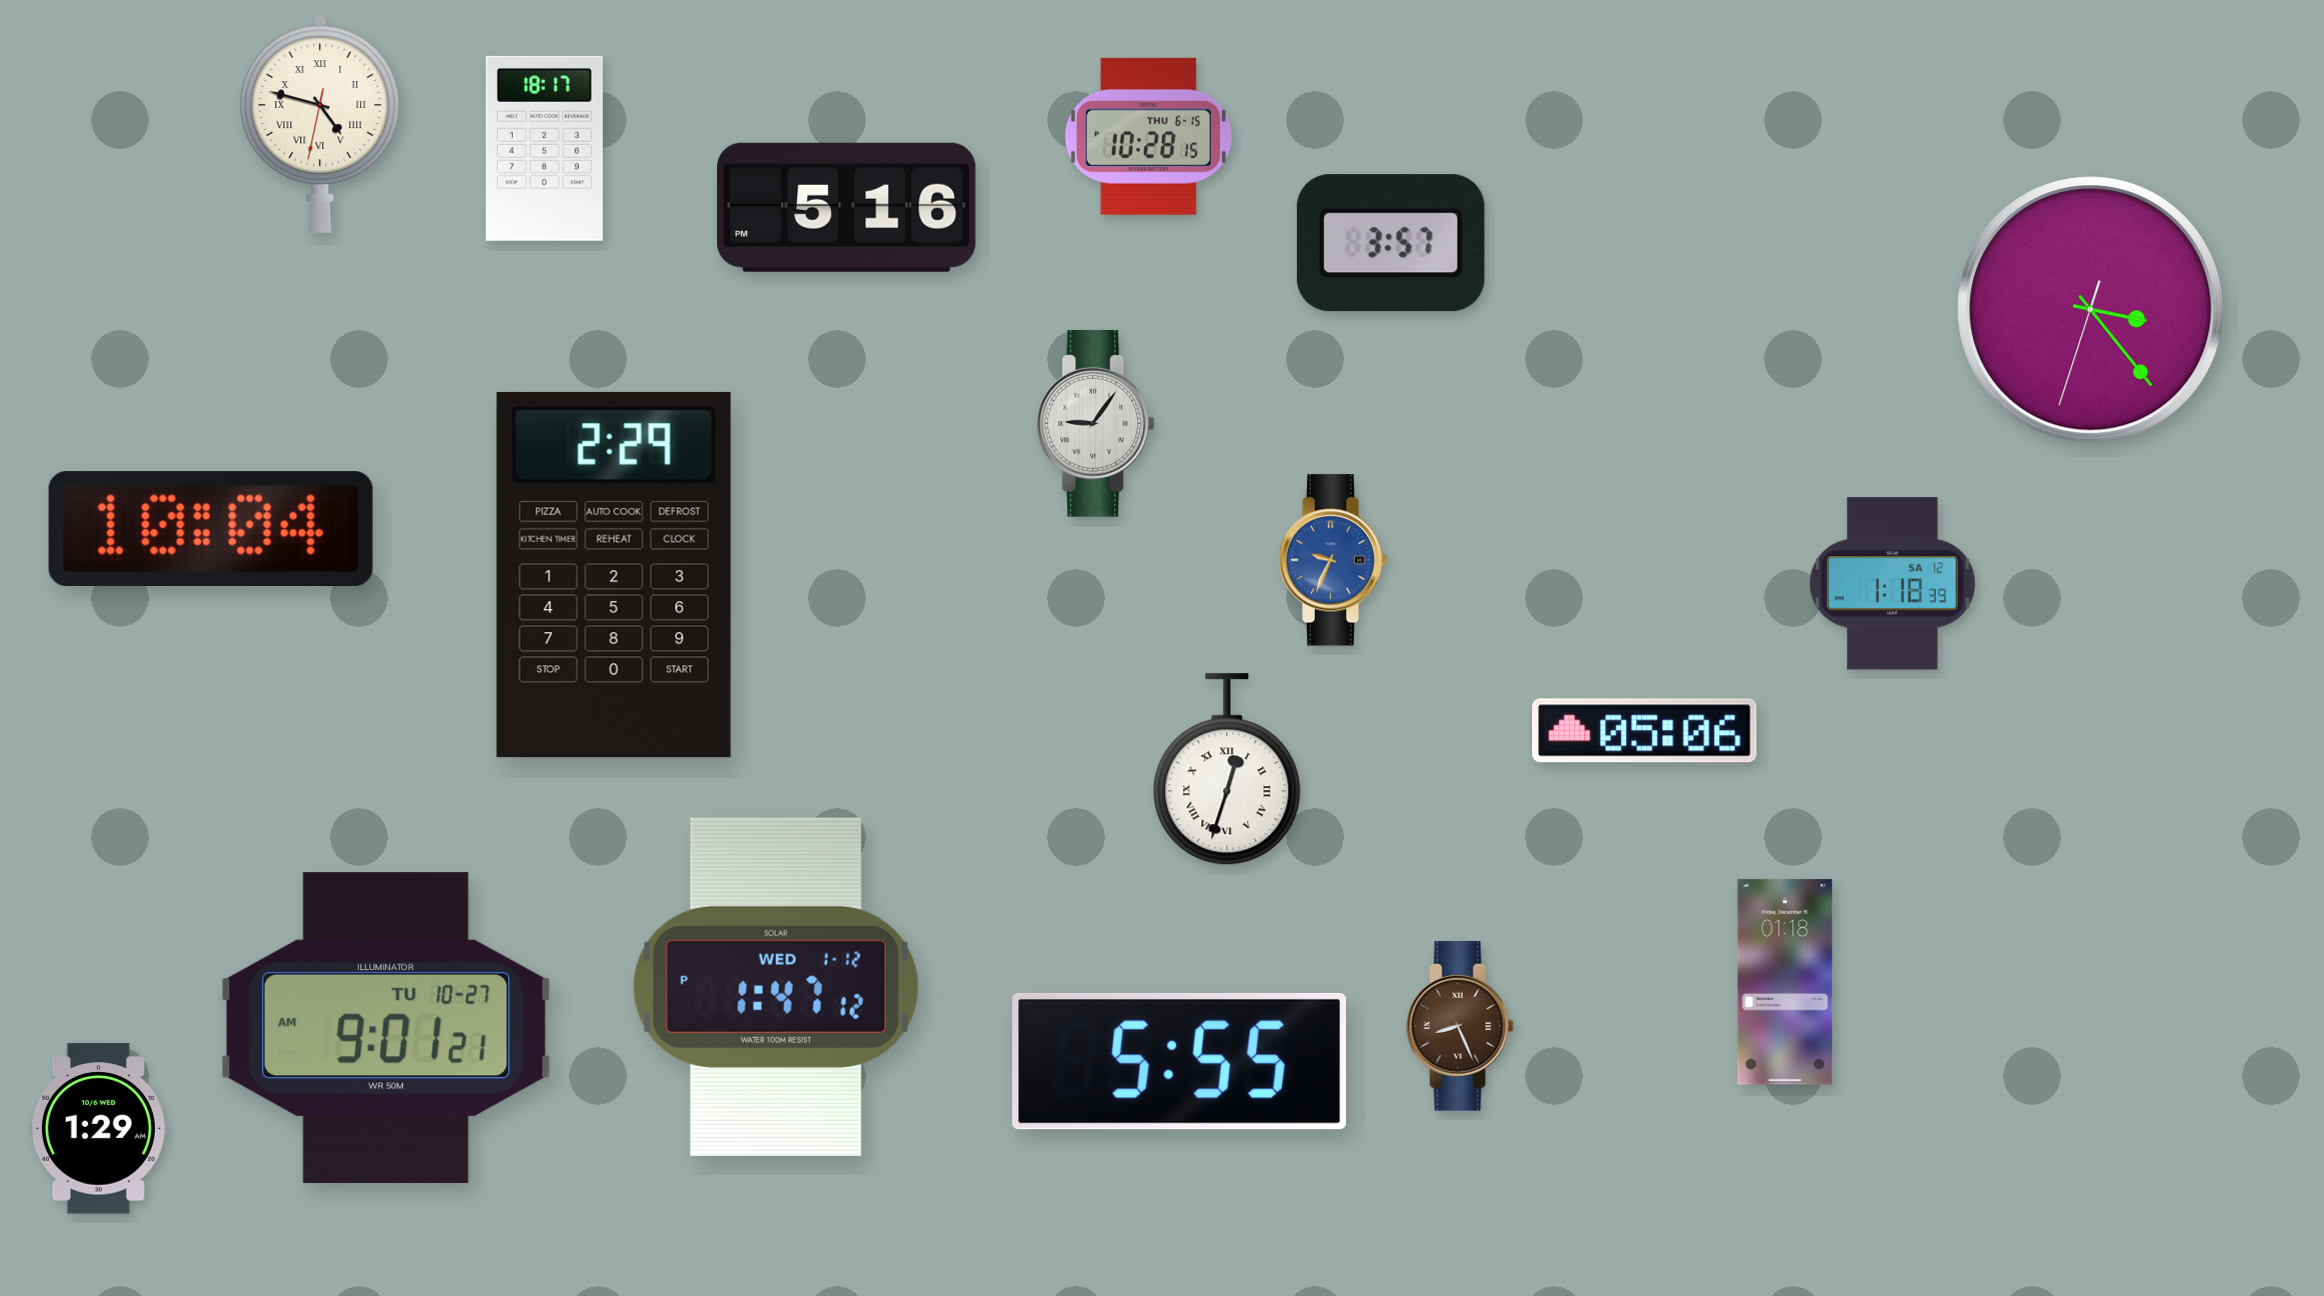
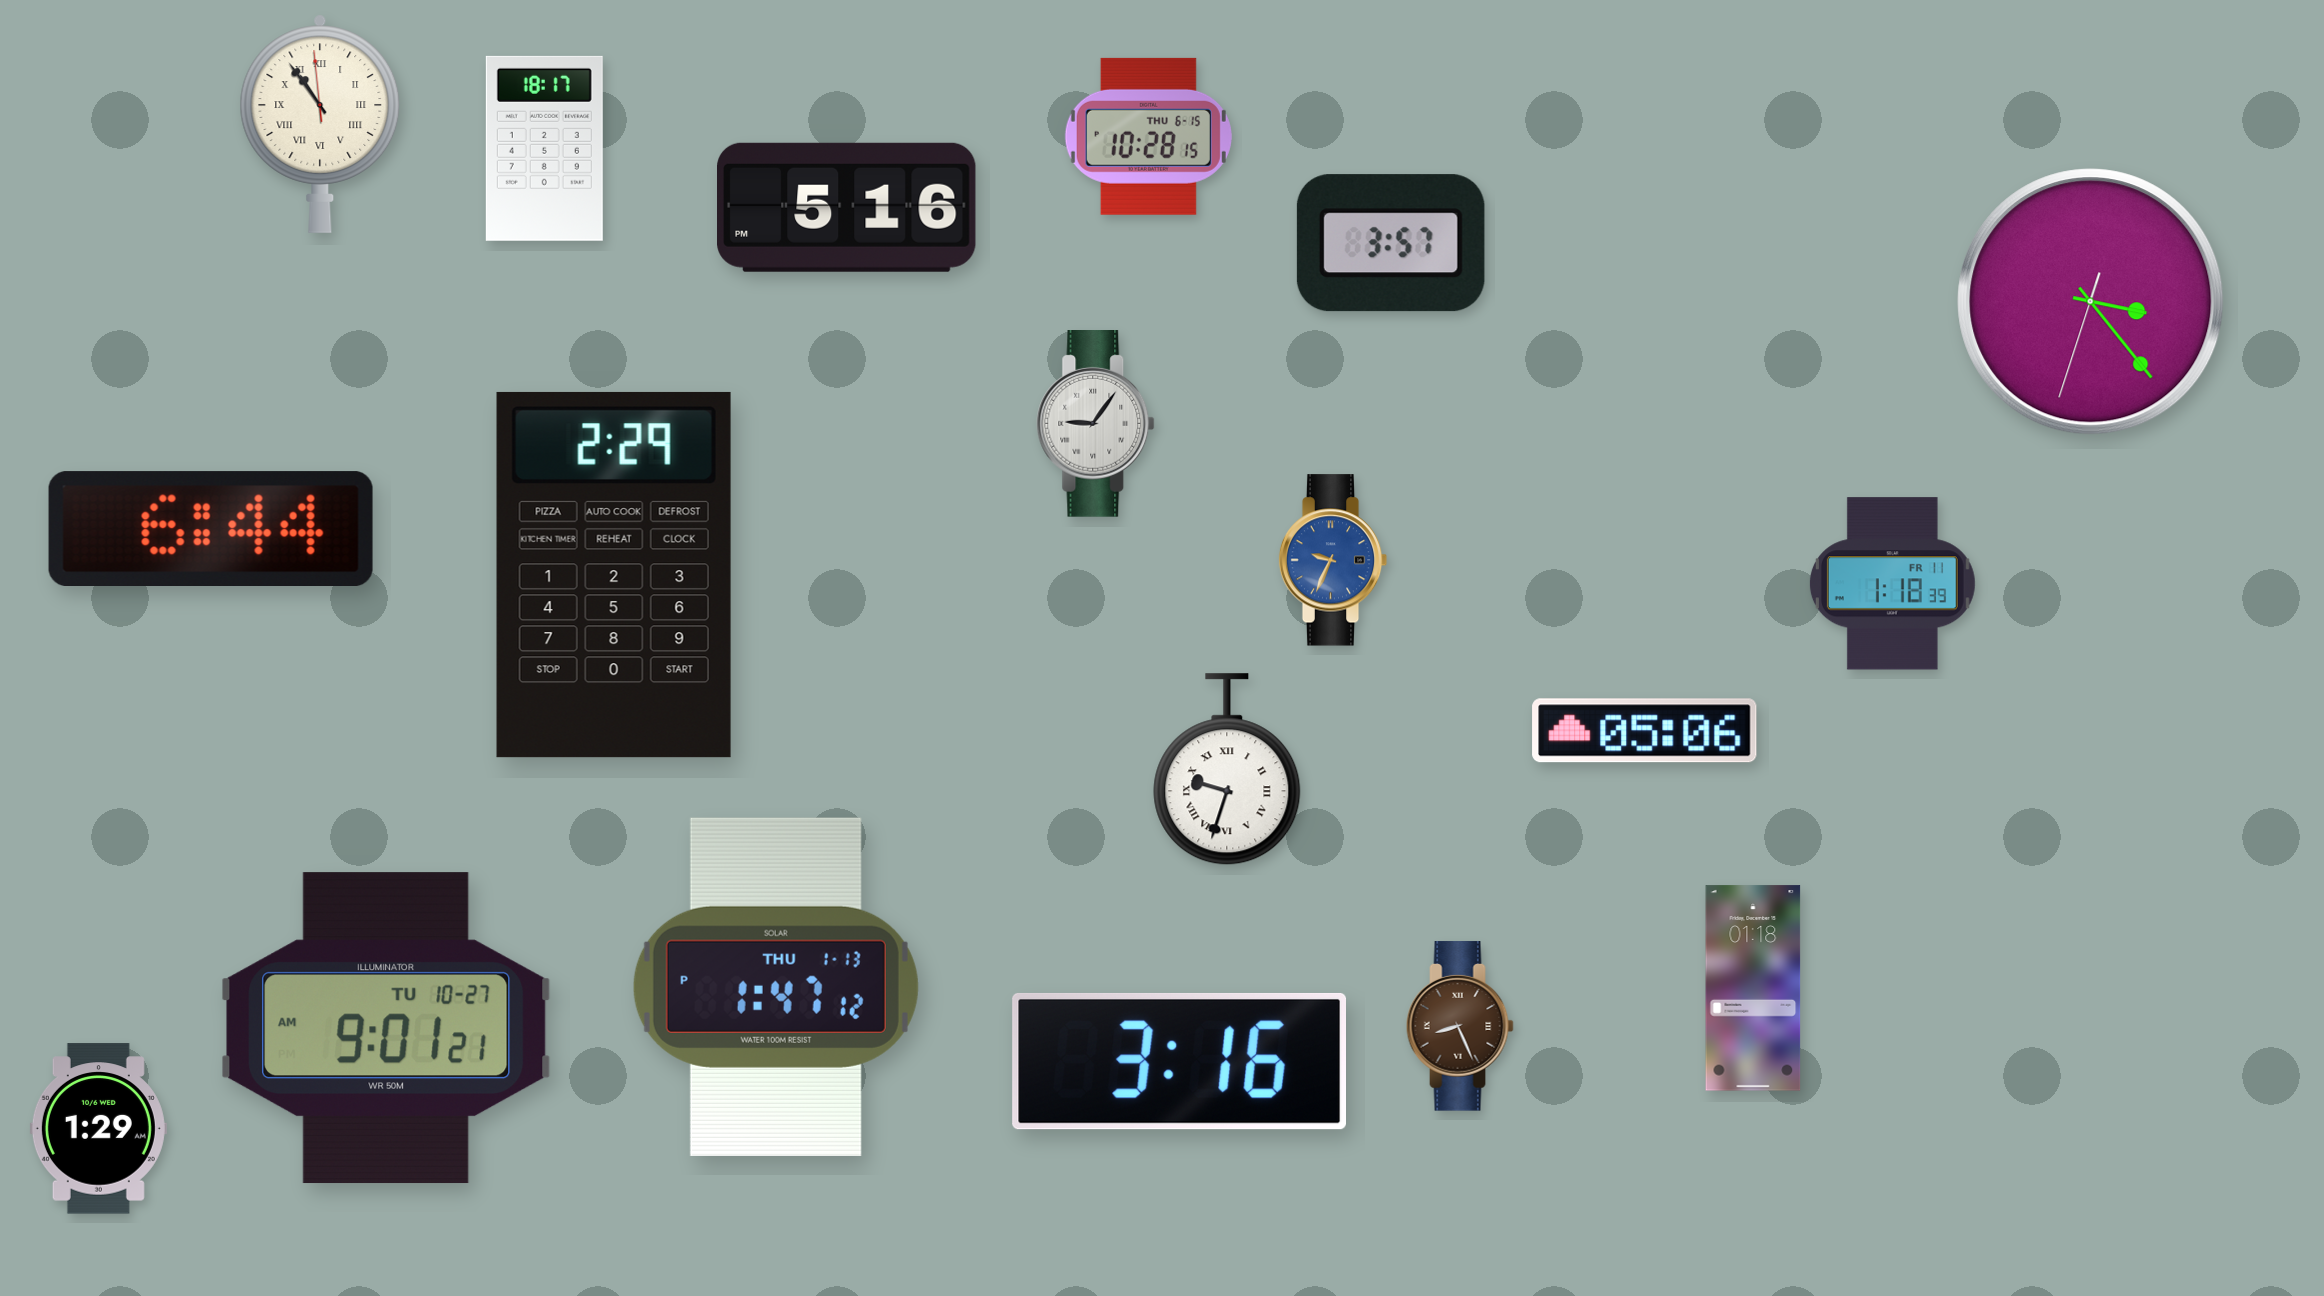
clock at (320, 124): 4:47 -> 10:53
clock at (2091, 310) position: (2091, 310) -> (2091, 302)
clock at (211, 528): 10:04 -> 6:44
clock at (1892, 584) date: SA 12 -> FR 11
clock at (1227, 770): 12:33 -> 9:33
clock at (1785, 982) position: (1785, 982) -> (1753, 988)
clock at (776, 987) date: WED 1-12 -> THU 1-13
clock at (1179, 1061): 5:55 -> 3:16
